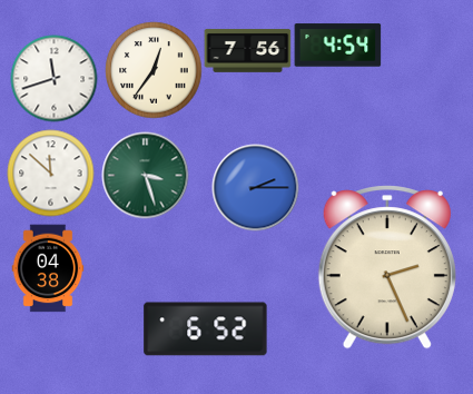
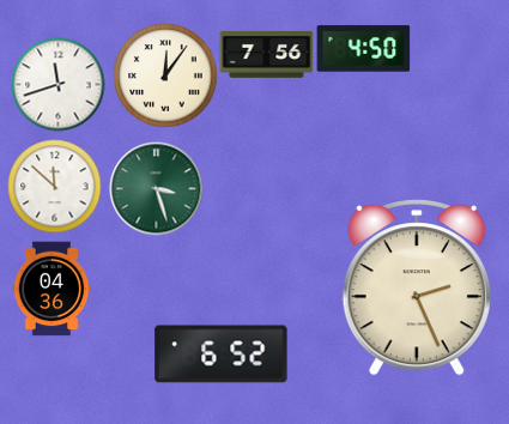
clock at (337, 46): 4:54 -> 4:50
clock at (154, 70): 12:36 -> 12:06
clock at (255, 187): 2:15 -> none
clock at (48, 268): 04:38 -> 04:36
